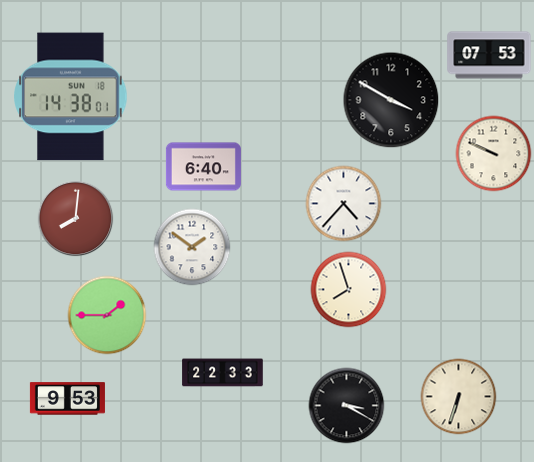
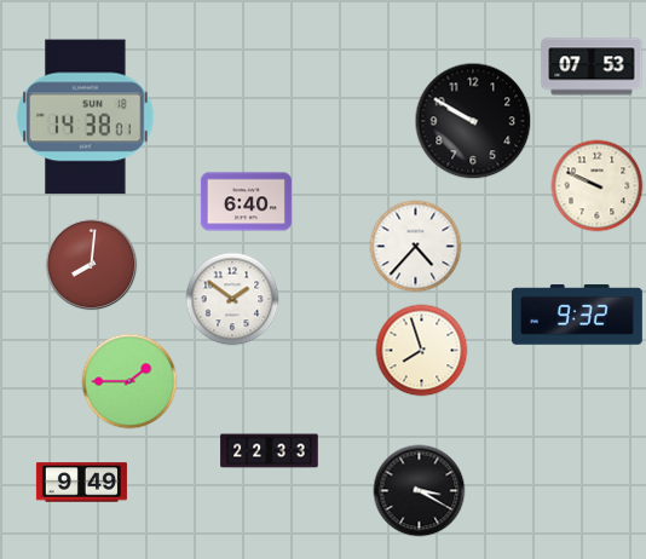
clock at (391, 100): 3:50 -> 9:50
clock at (577, 315): none -> 9:32
clock at (459, 397): 6:33 -> none
clock at (67, 399): 9:53 -> 9:49
